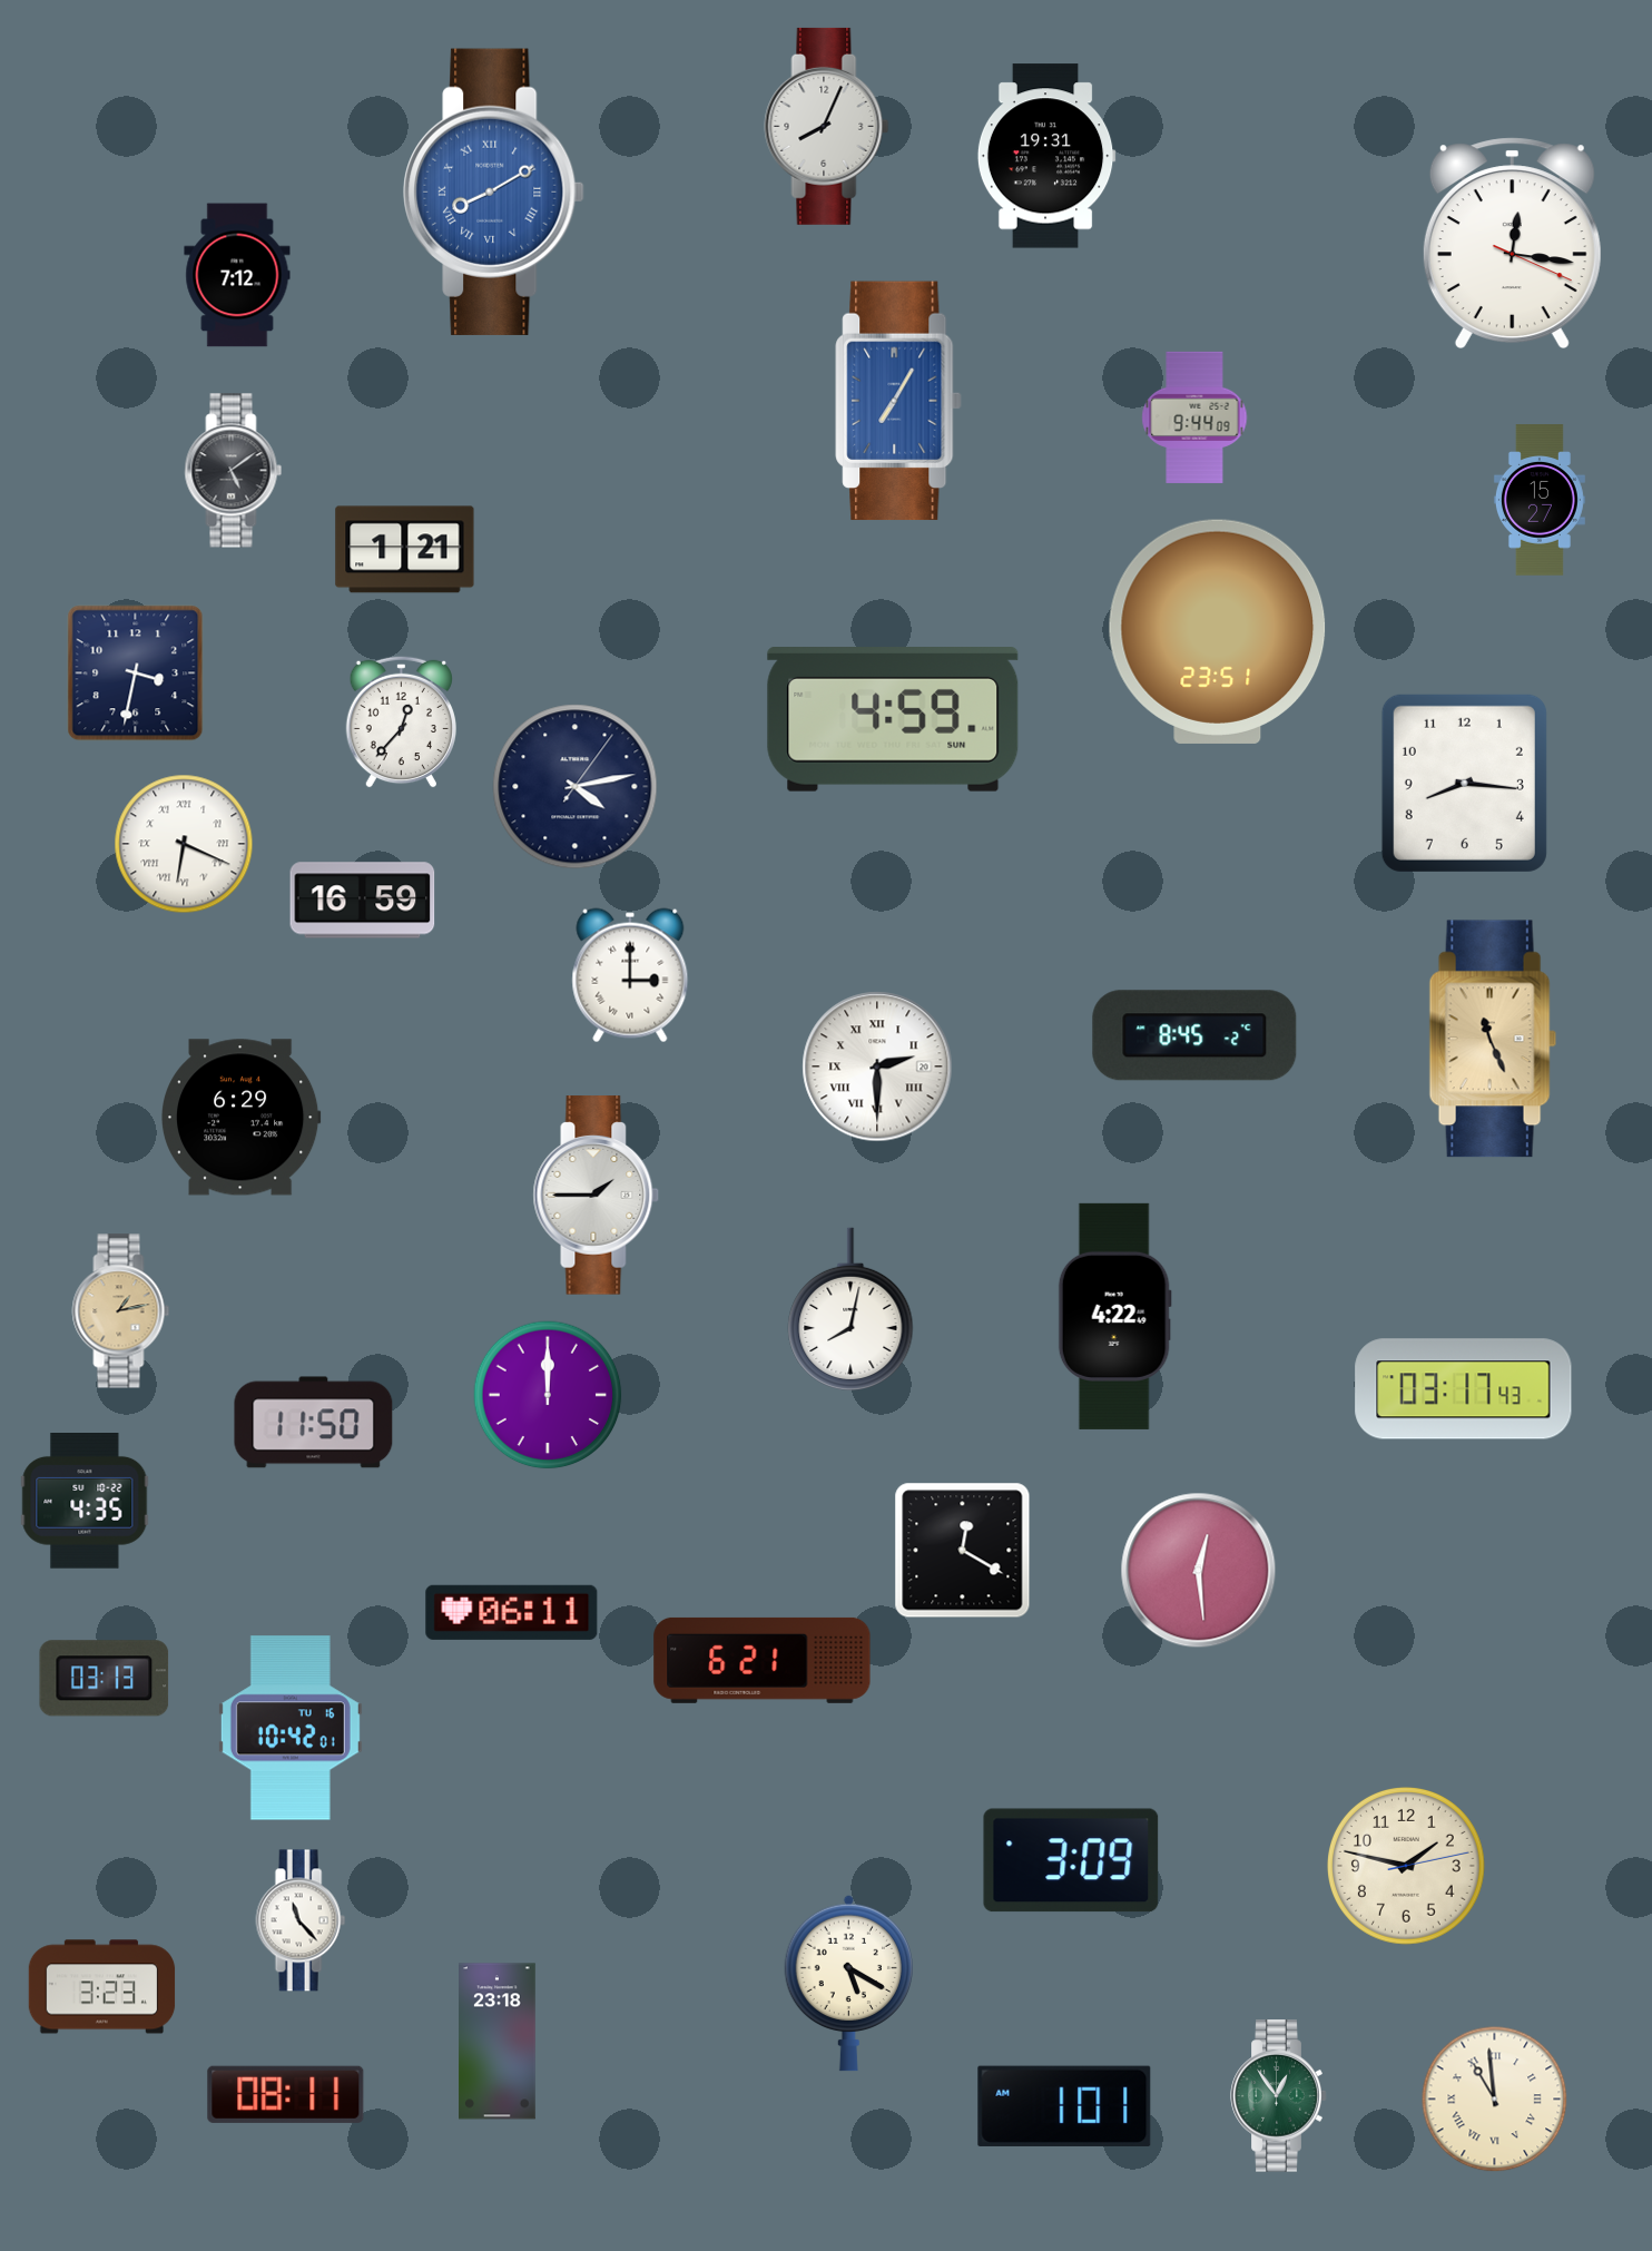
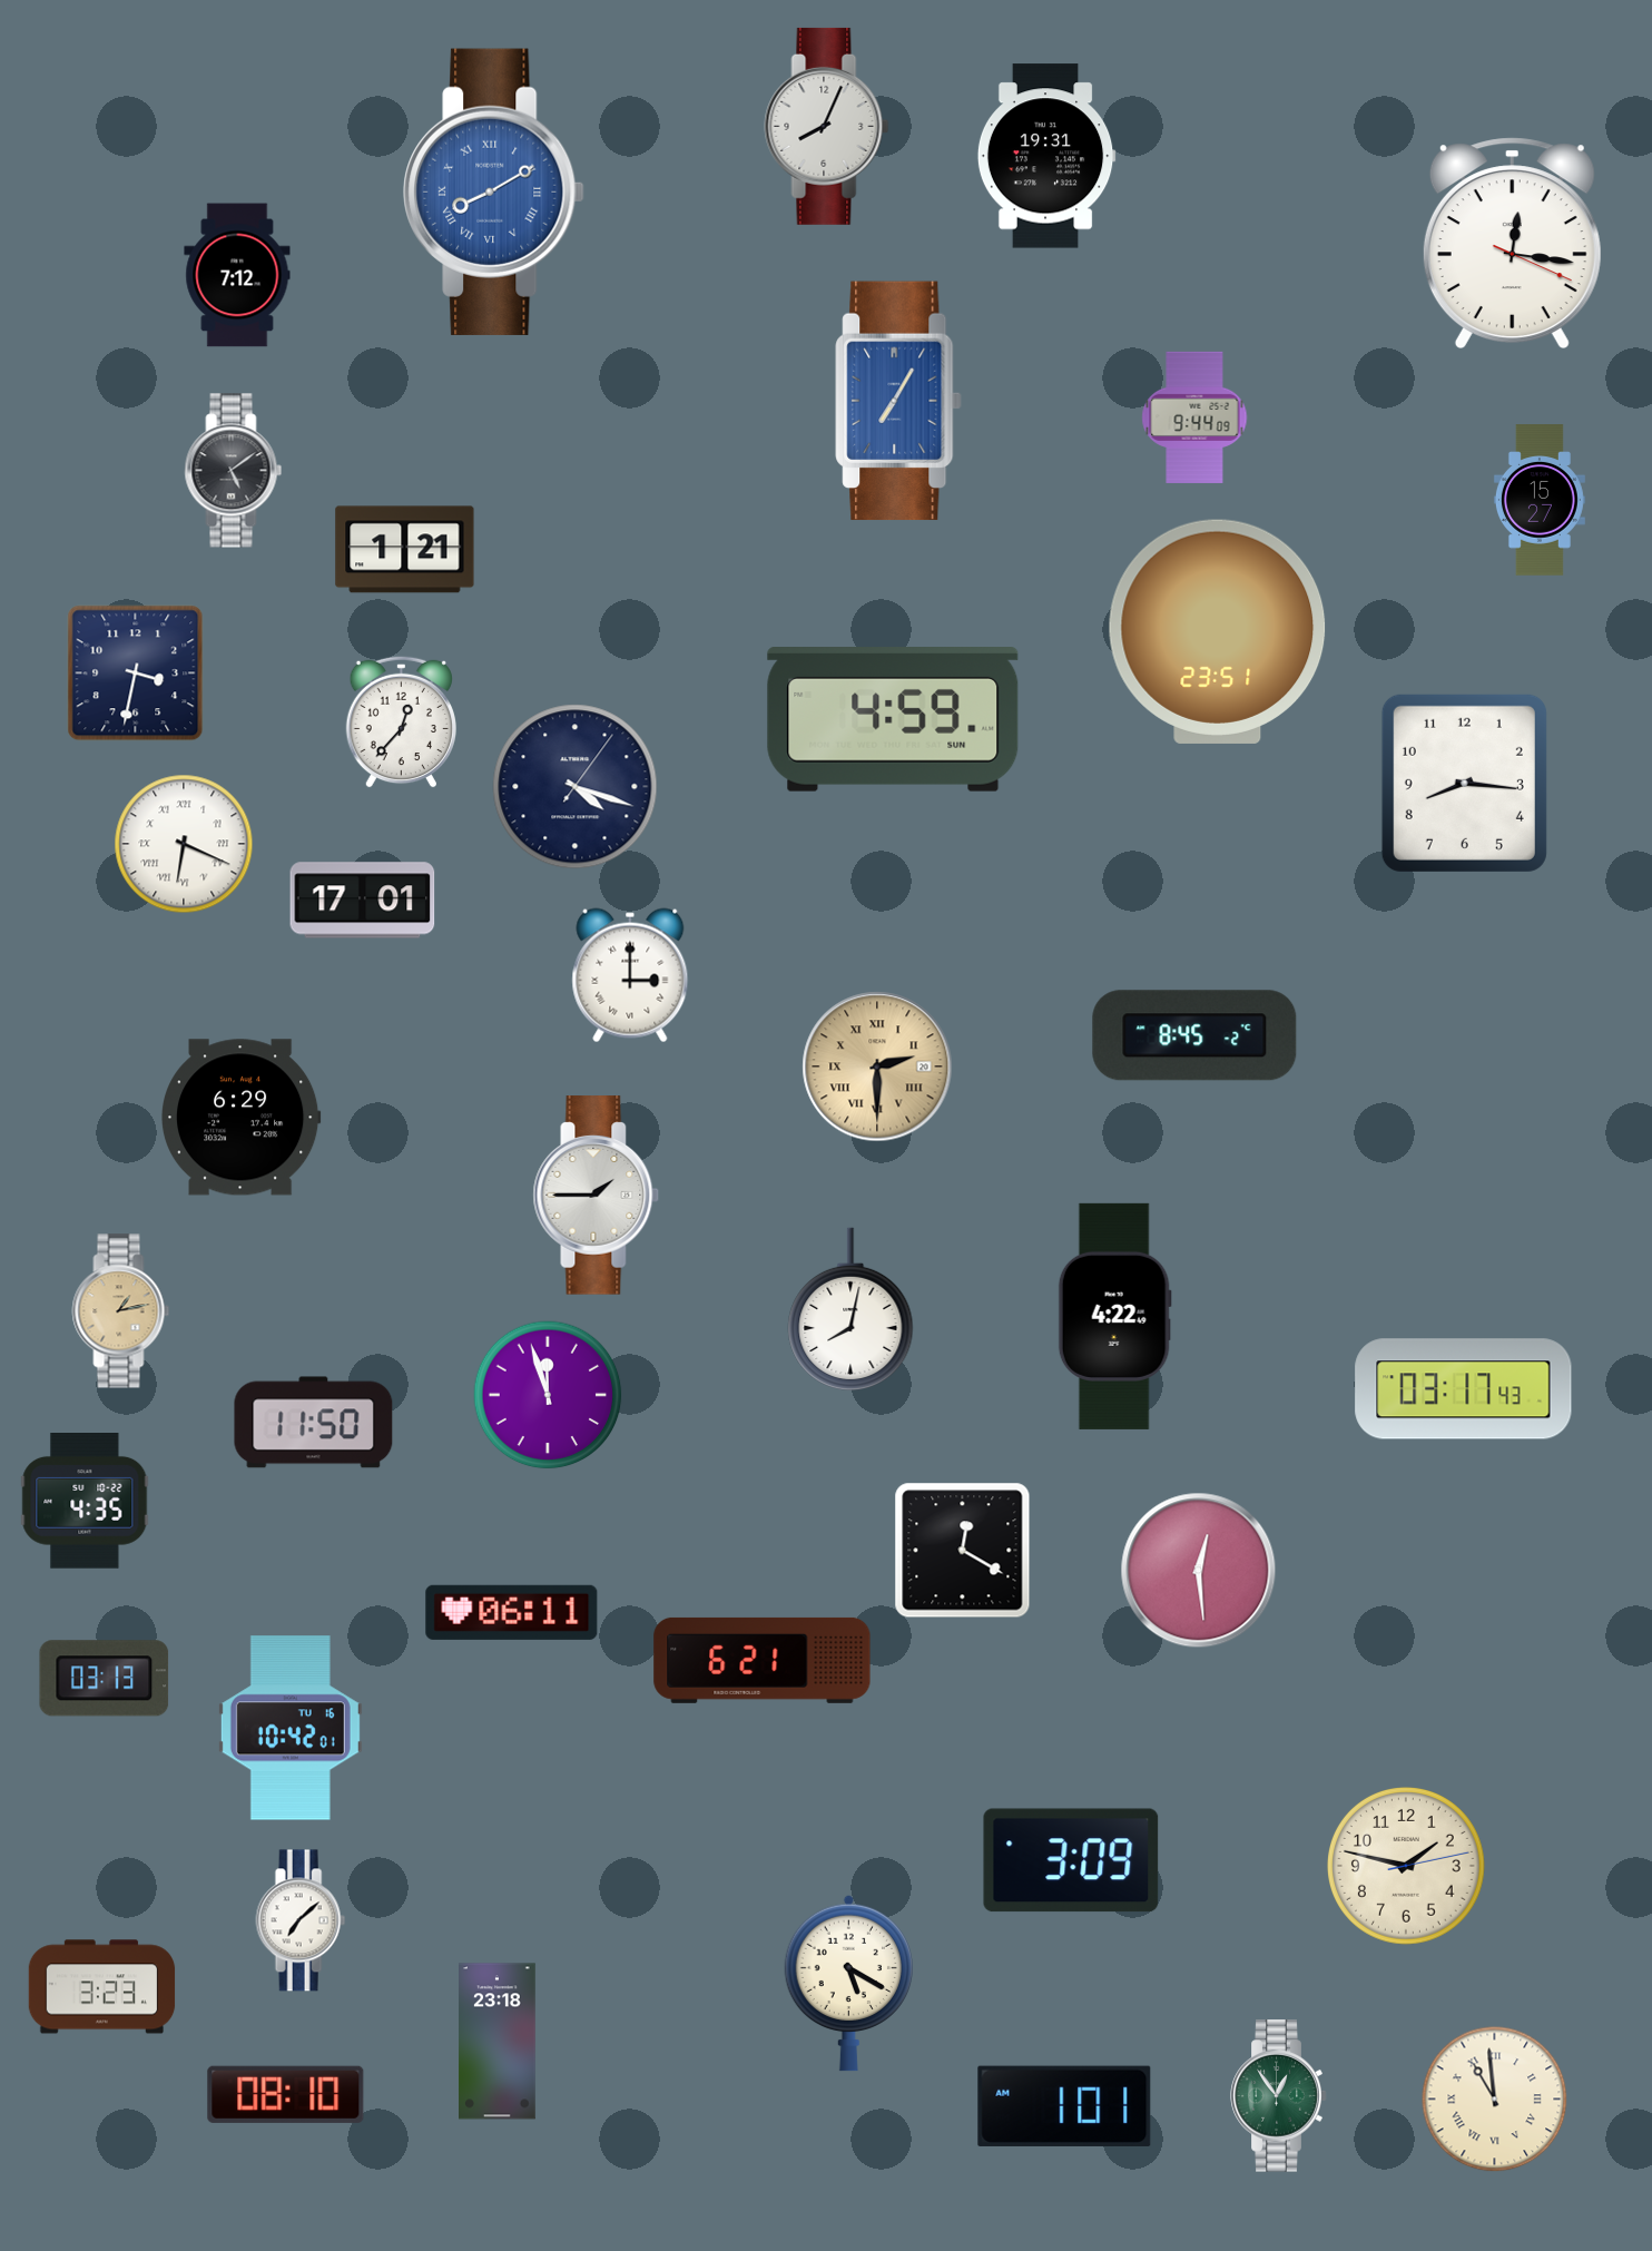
clock at (576, 787): 4:13 -> 4:18
clock at (363, 901): 16:59 -> 17:01
clock at (1493, 1039): 11:26 -> none
clock at (877, 1066) dial: white -> champagne
clock at (548, 1395): 12:00 -> 11:57
clock at (301, 1920): 11:23 -> 7:08
clock at (286, 2094): 08:11 -> 08:10
